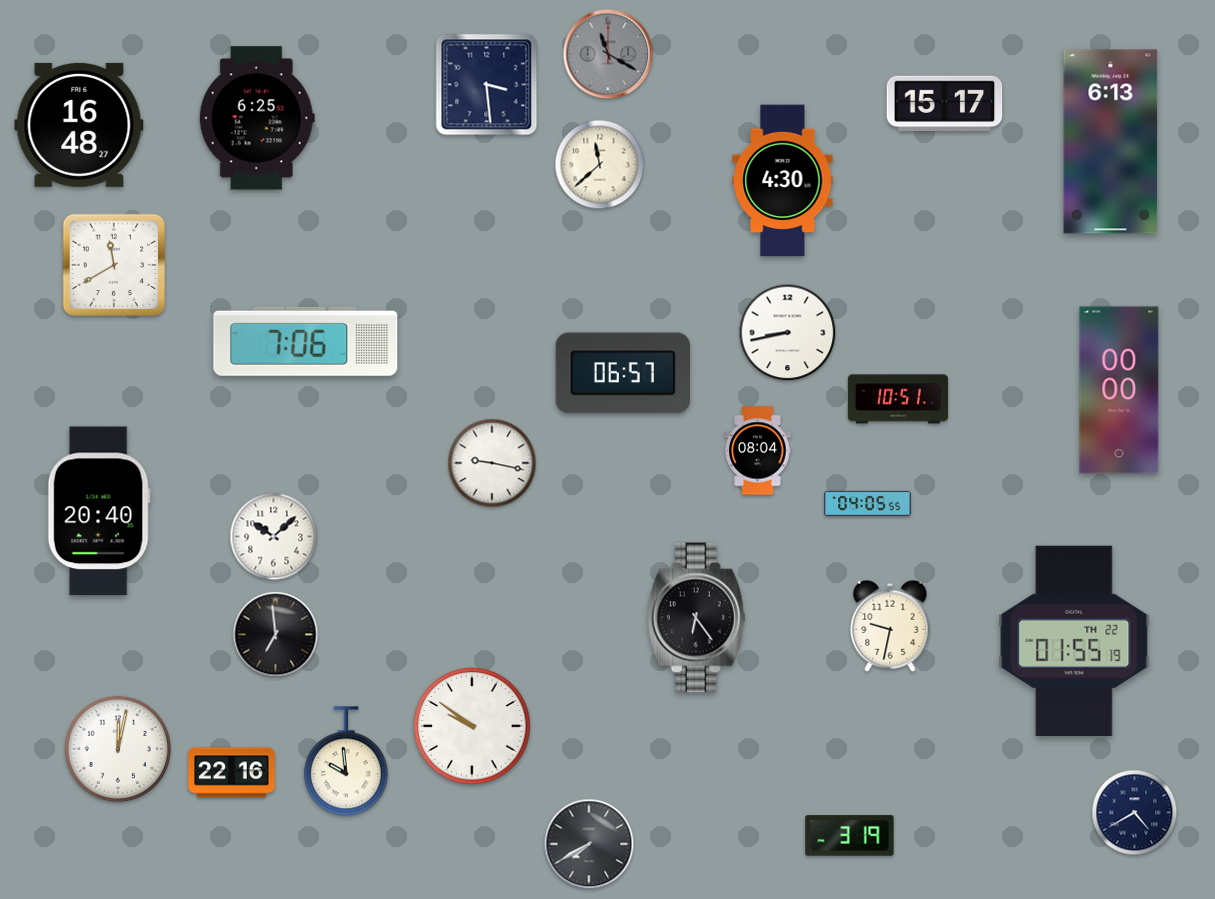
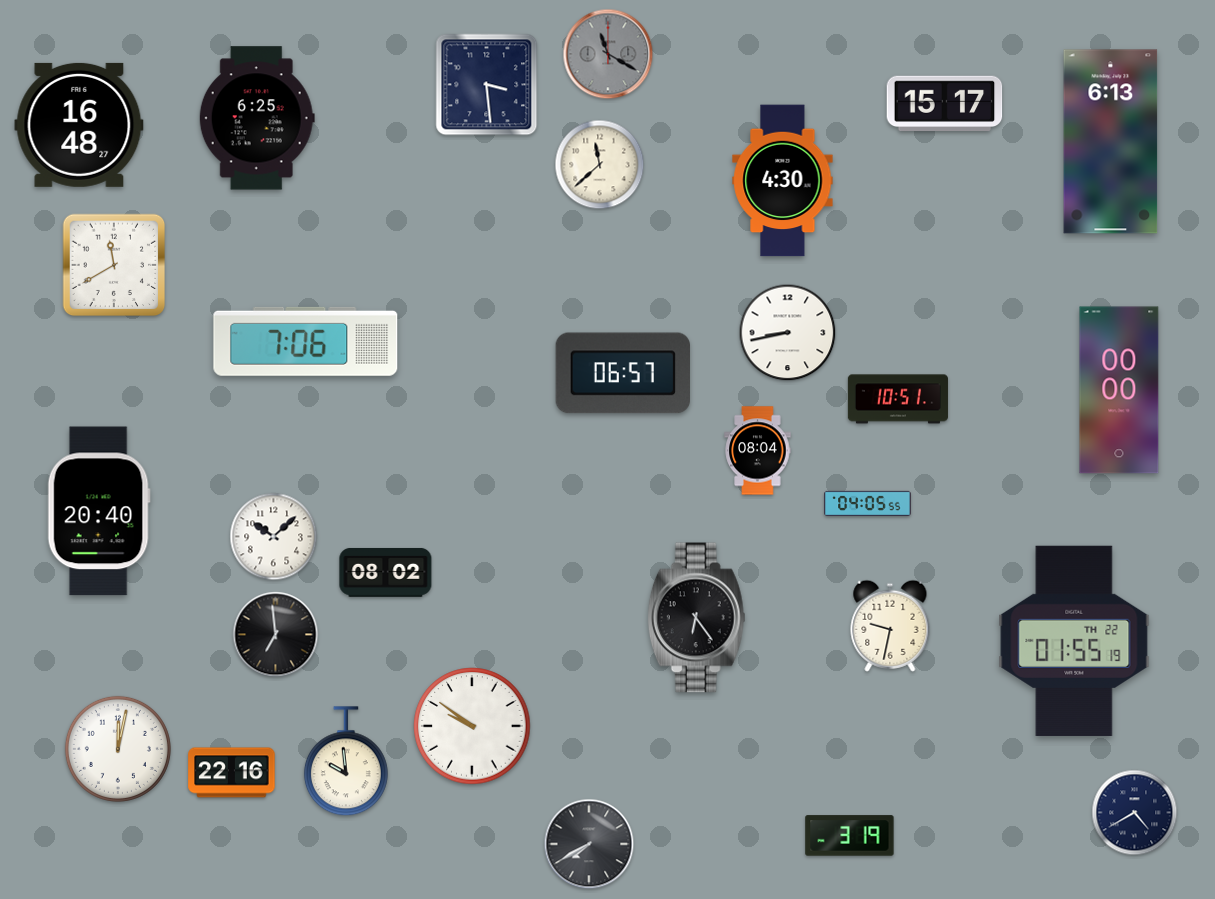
clock at (492, 463): 9:17 -> none
clock at (386, 572): none -> 08:02
